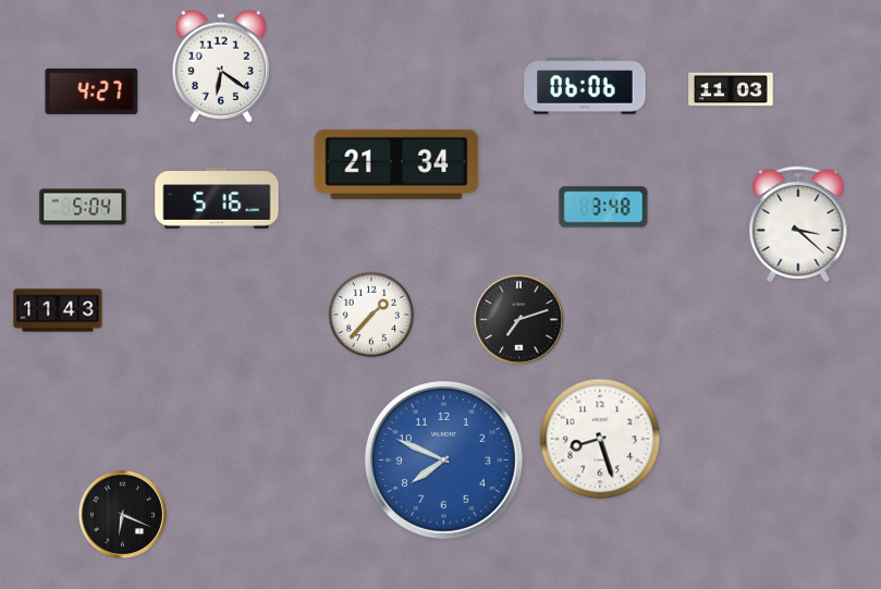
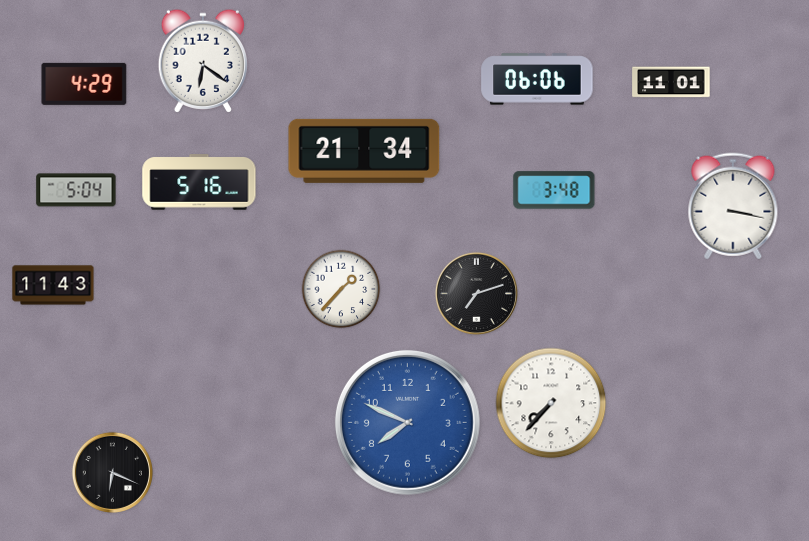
clock at (731, 89): 11:03 -> 11:01
clock at (91, 91): 4:27 -> 4:29
clock at (798, 224): 3:22 -> 3:17
clock at (600, 439): 8:27 -> 7:37
